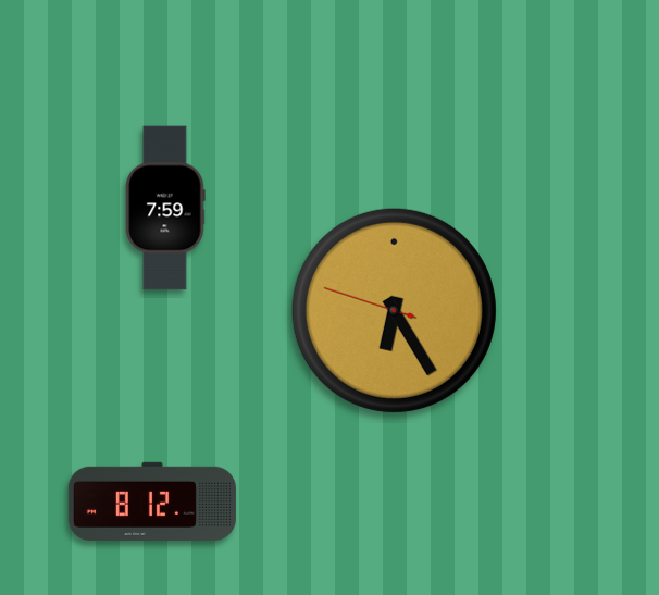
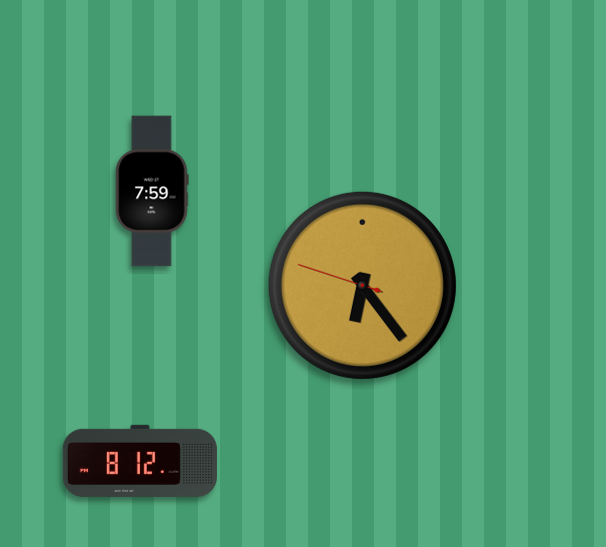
clock at (394, 310): 6:24 -> 6:23
